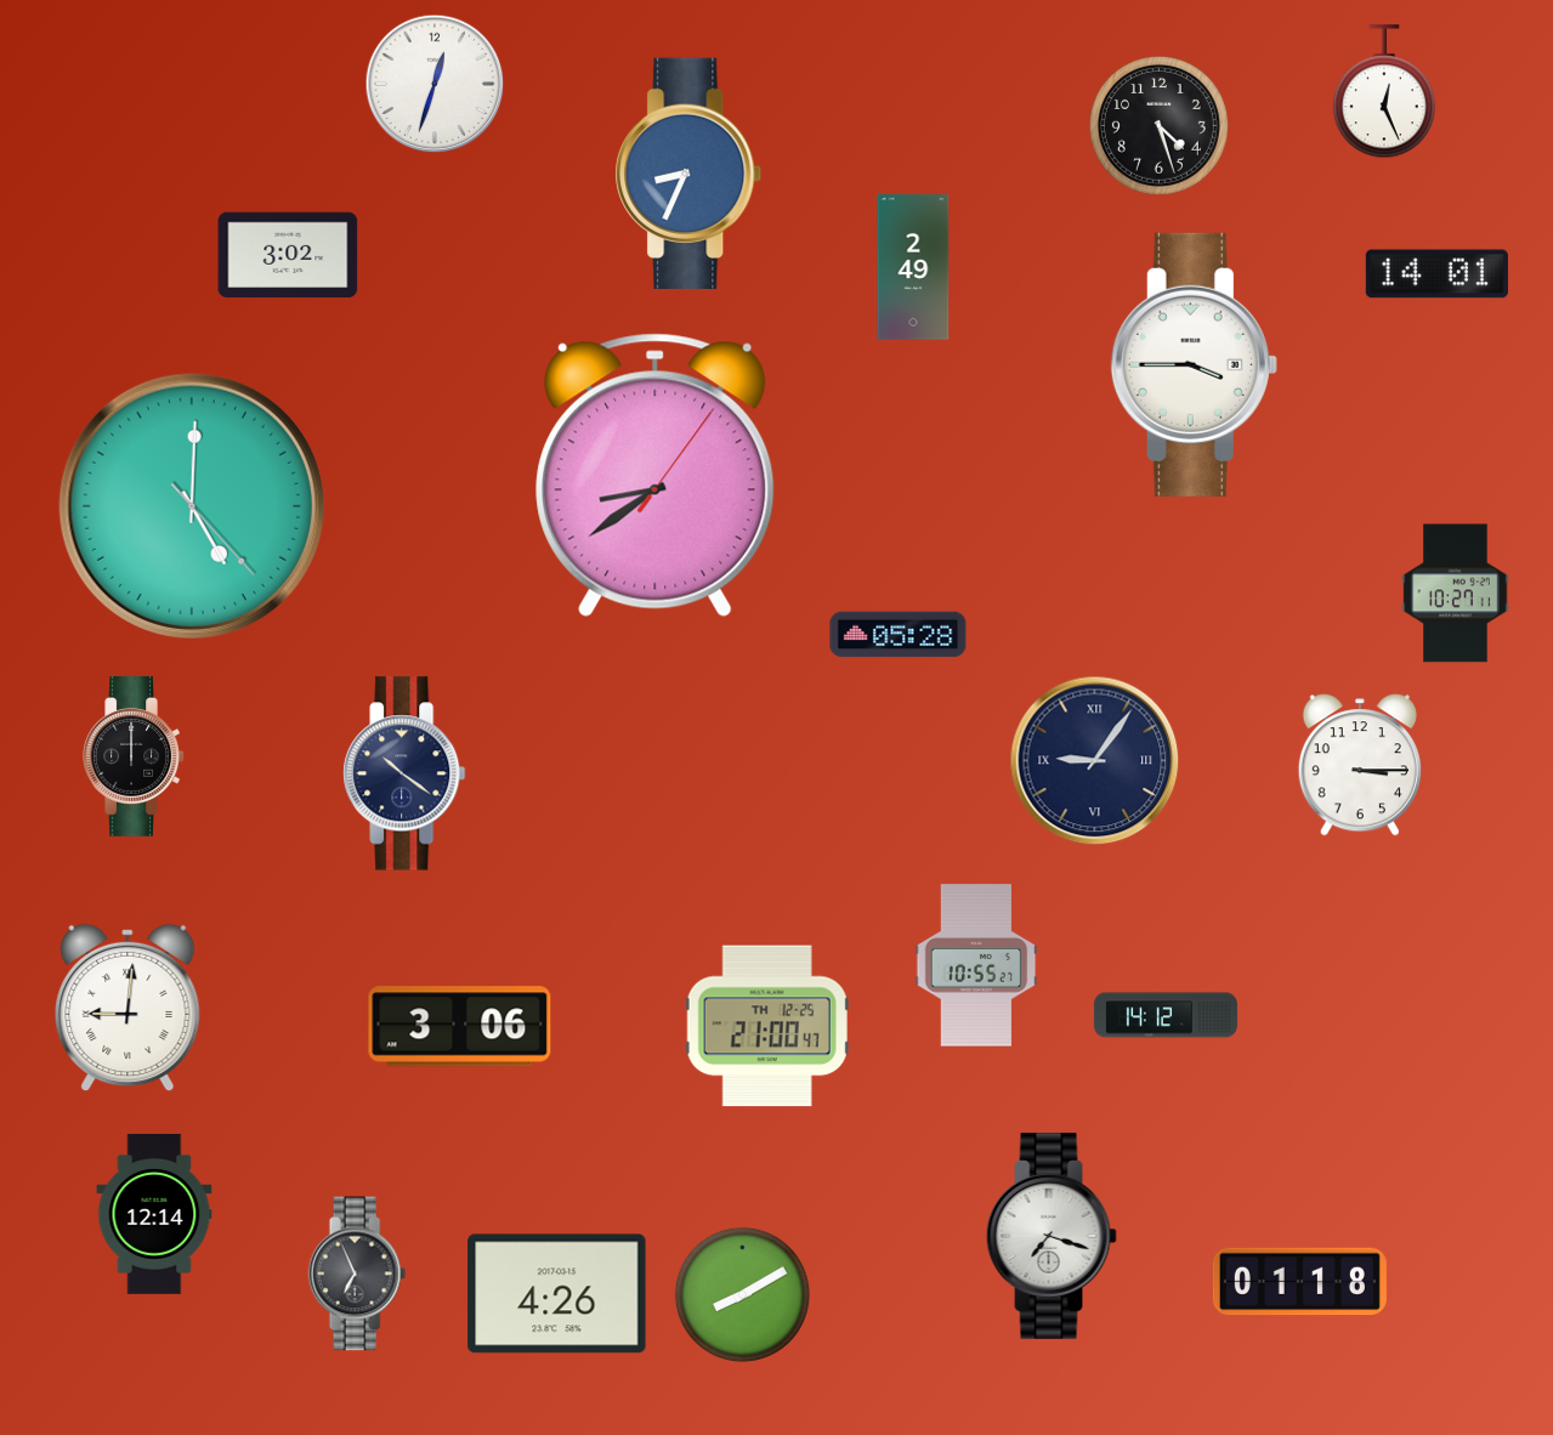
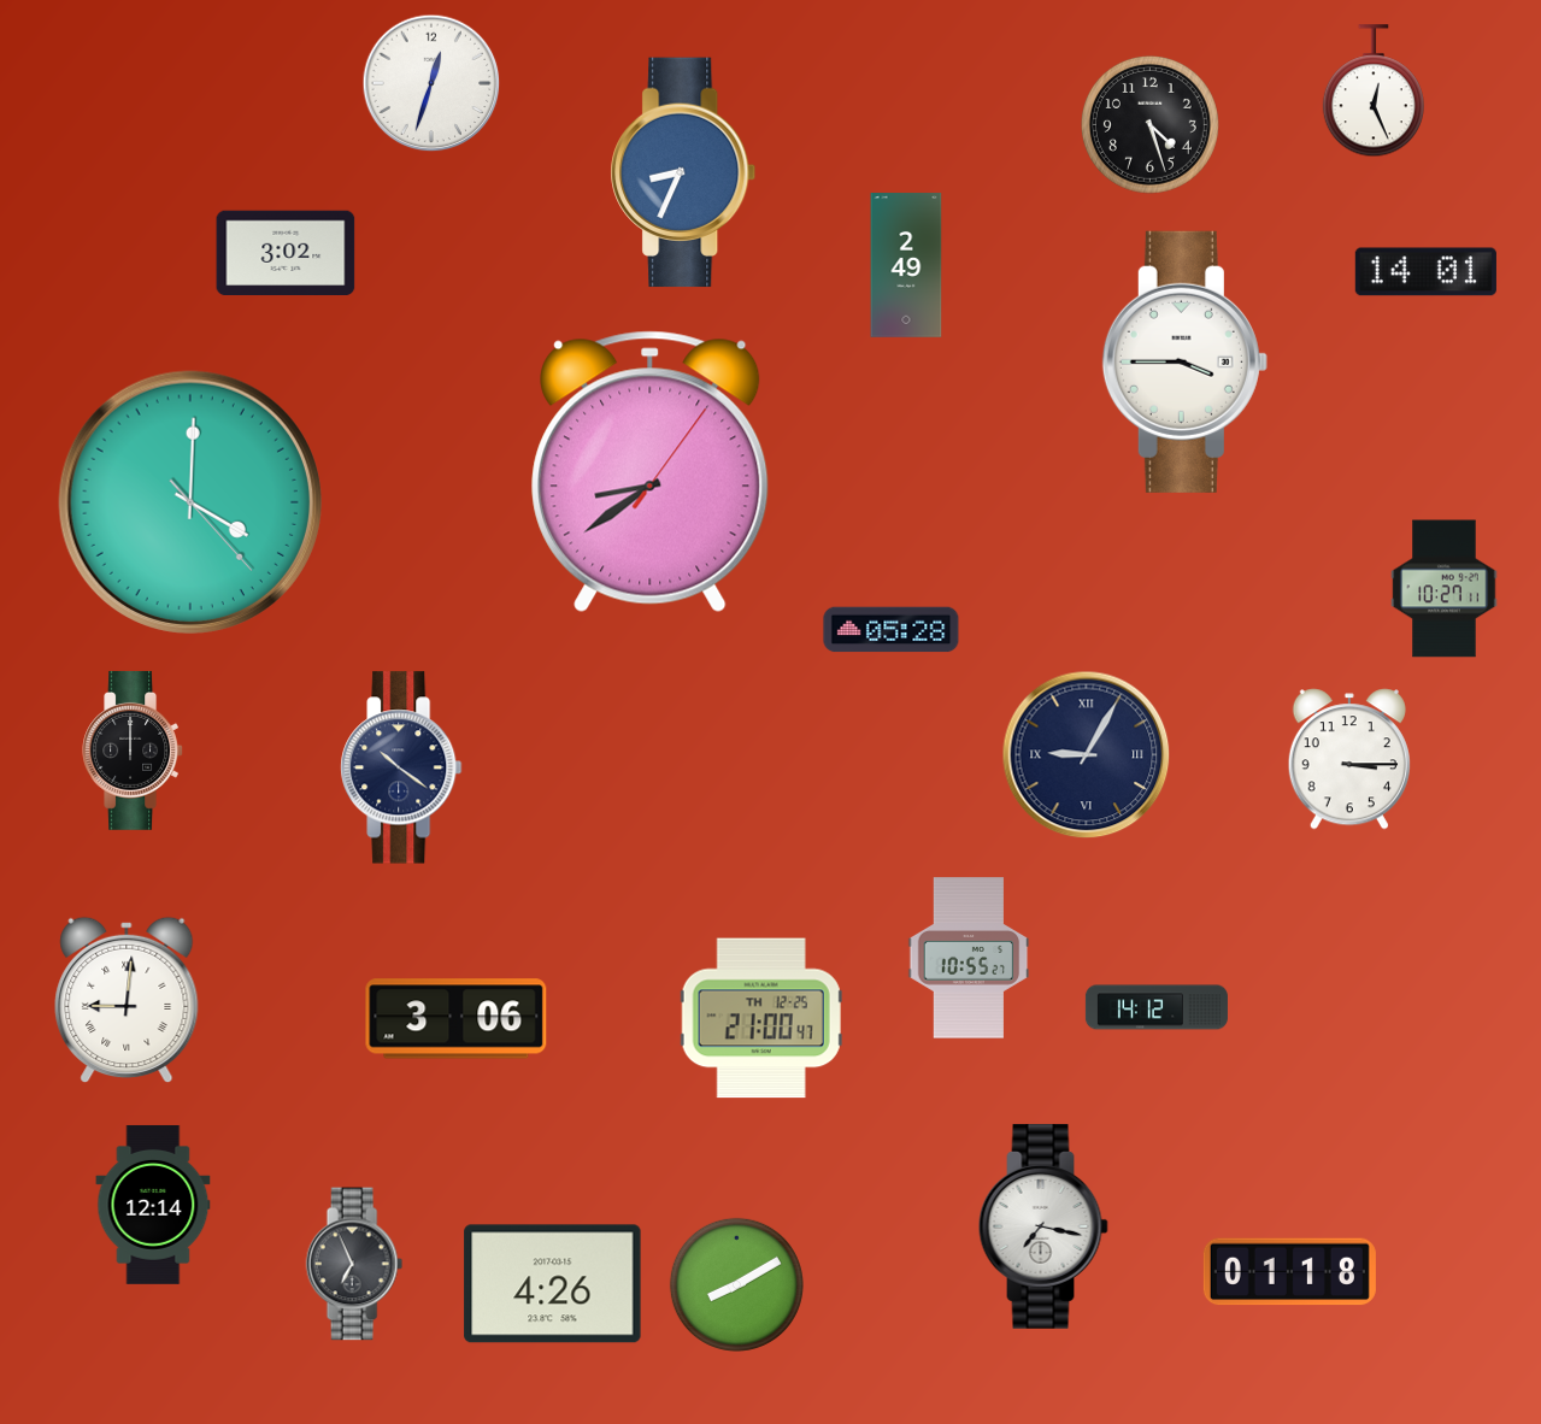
clock at (192, 506): 5:00 -> 4:00
clock at (1095, 761): 9:06 -> 9:05
clock at (1052, 1236): 7:18 -> 7:17
